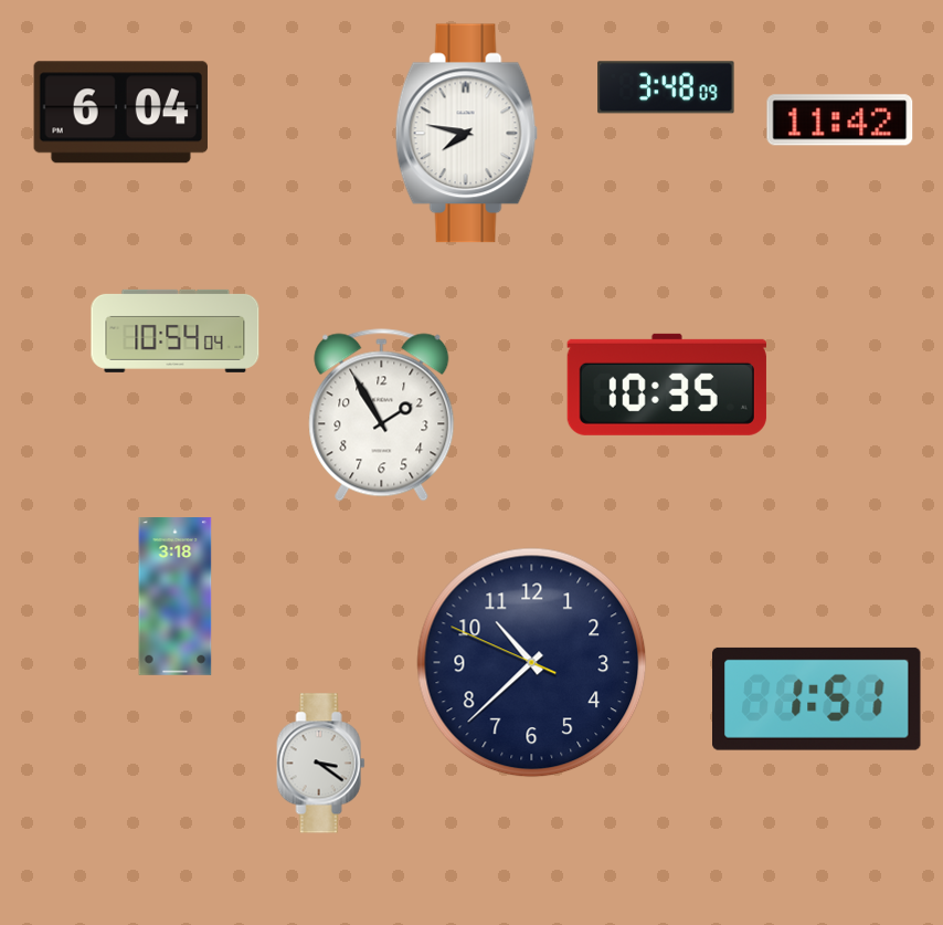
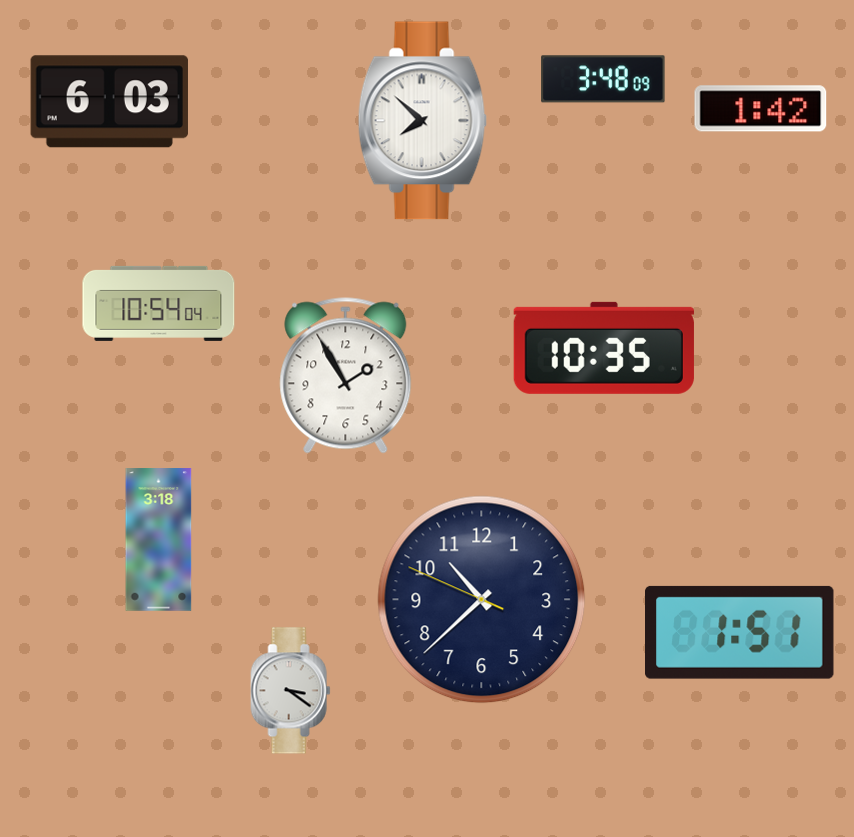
clock at (120, 113): 6:04 -> 6:03
clock at (840, 120): 11:42 -> 1:42
clock at (466, 134): 7:47 -> 7:52
clock at (176, 330) position: (176, 330) -> (159, 303)
